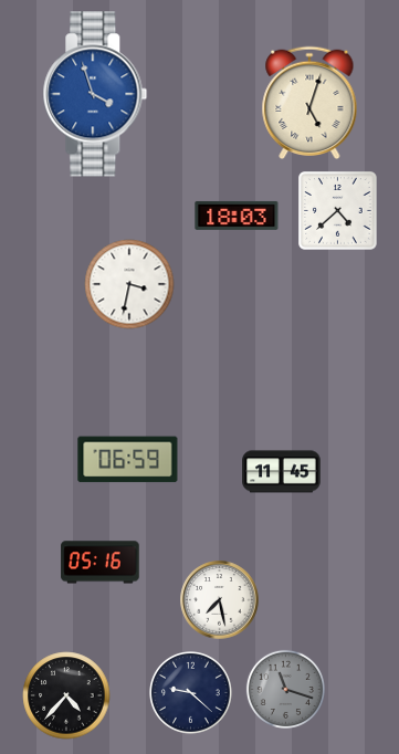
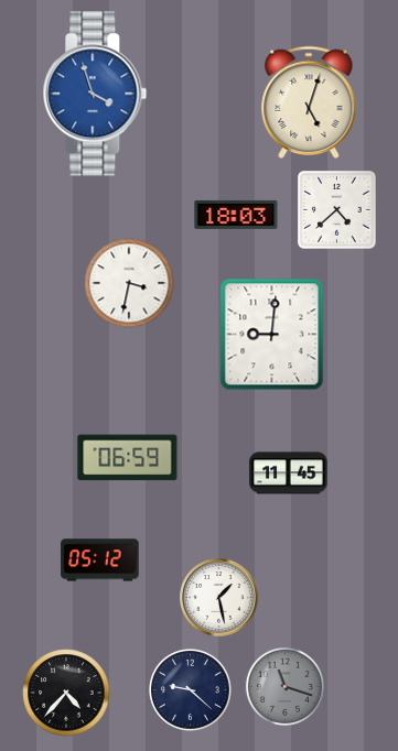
clock at (272, 335): none -> 9:01
clock at (282, 472) position: (282, 472) -> (289, 474)
clock at (101, 563): 05:16 -> 05:12
clock at (220, 600): 7:28 -> 1:28
